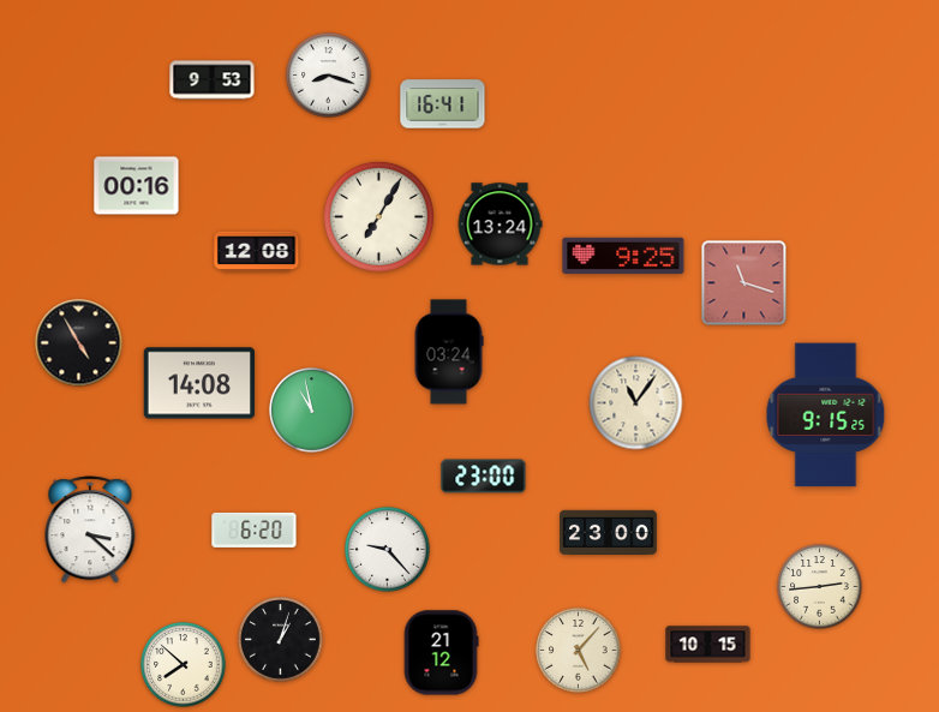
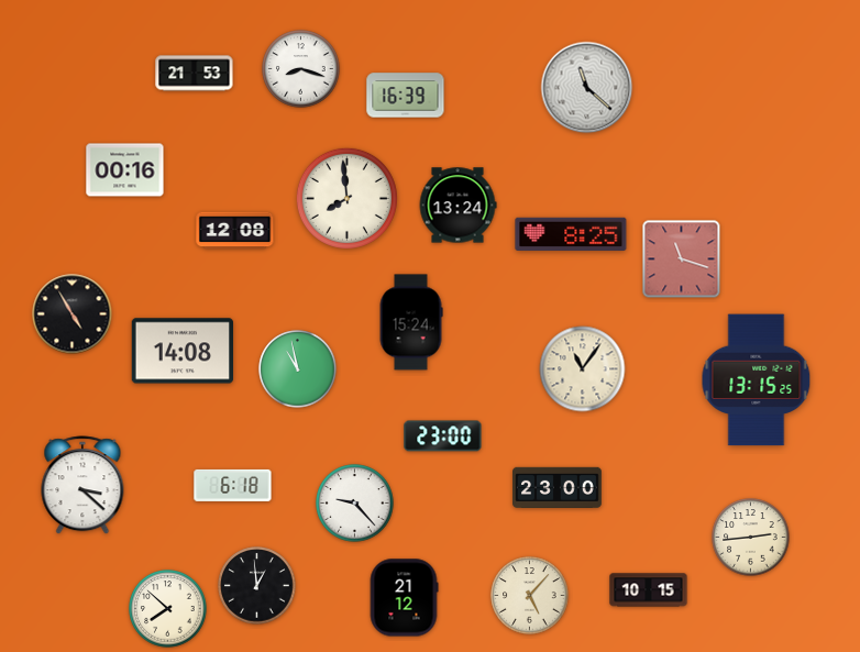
clock at (213, 80): 9:53 -> 21:53
clock at (587, 88): none -> 11:22
clock at (443, 104): 16:41 -> 16:39
clock at (378, 216): 7:05 -> 7:59
clock at (623, 255): 9:25 -> 8:25
clock at (449, 352): 03:24 -> 15:24
clock at (312, 411) position: (312, 411) -> (298, 369)
clock at (826, 415): 9:15 -> 13:15
clock at (255, 529): 6:20 -> 6:18
clock at (281, 640): 1:03 -> 12:59
